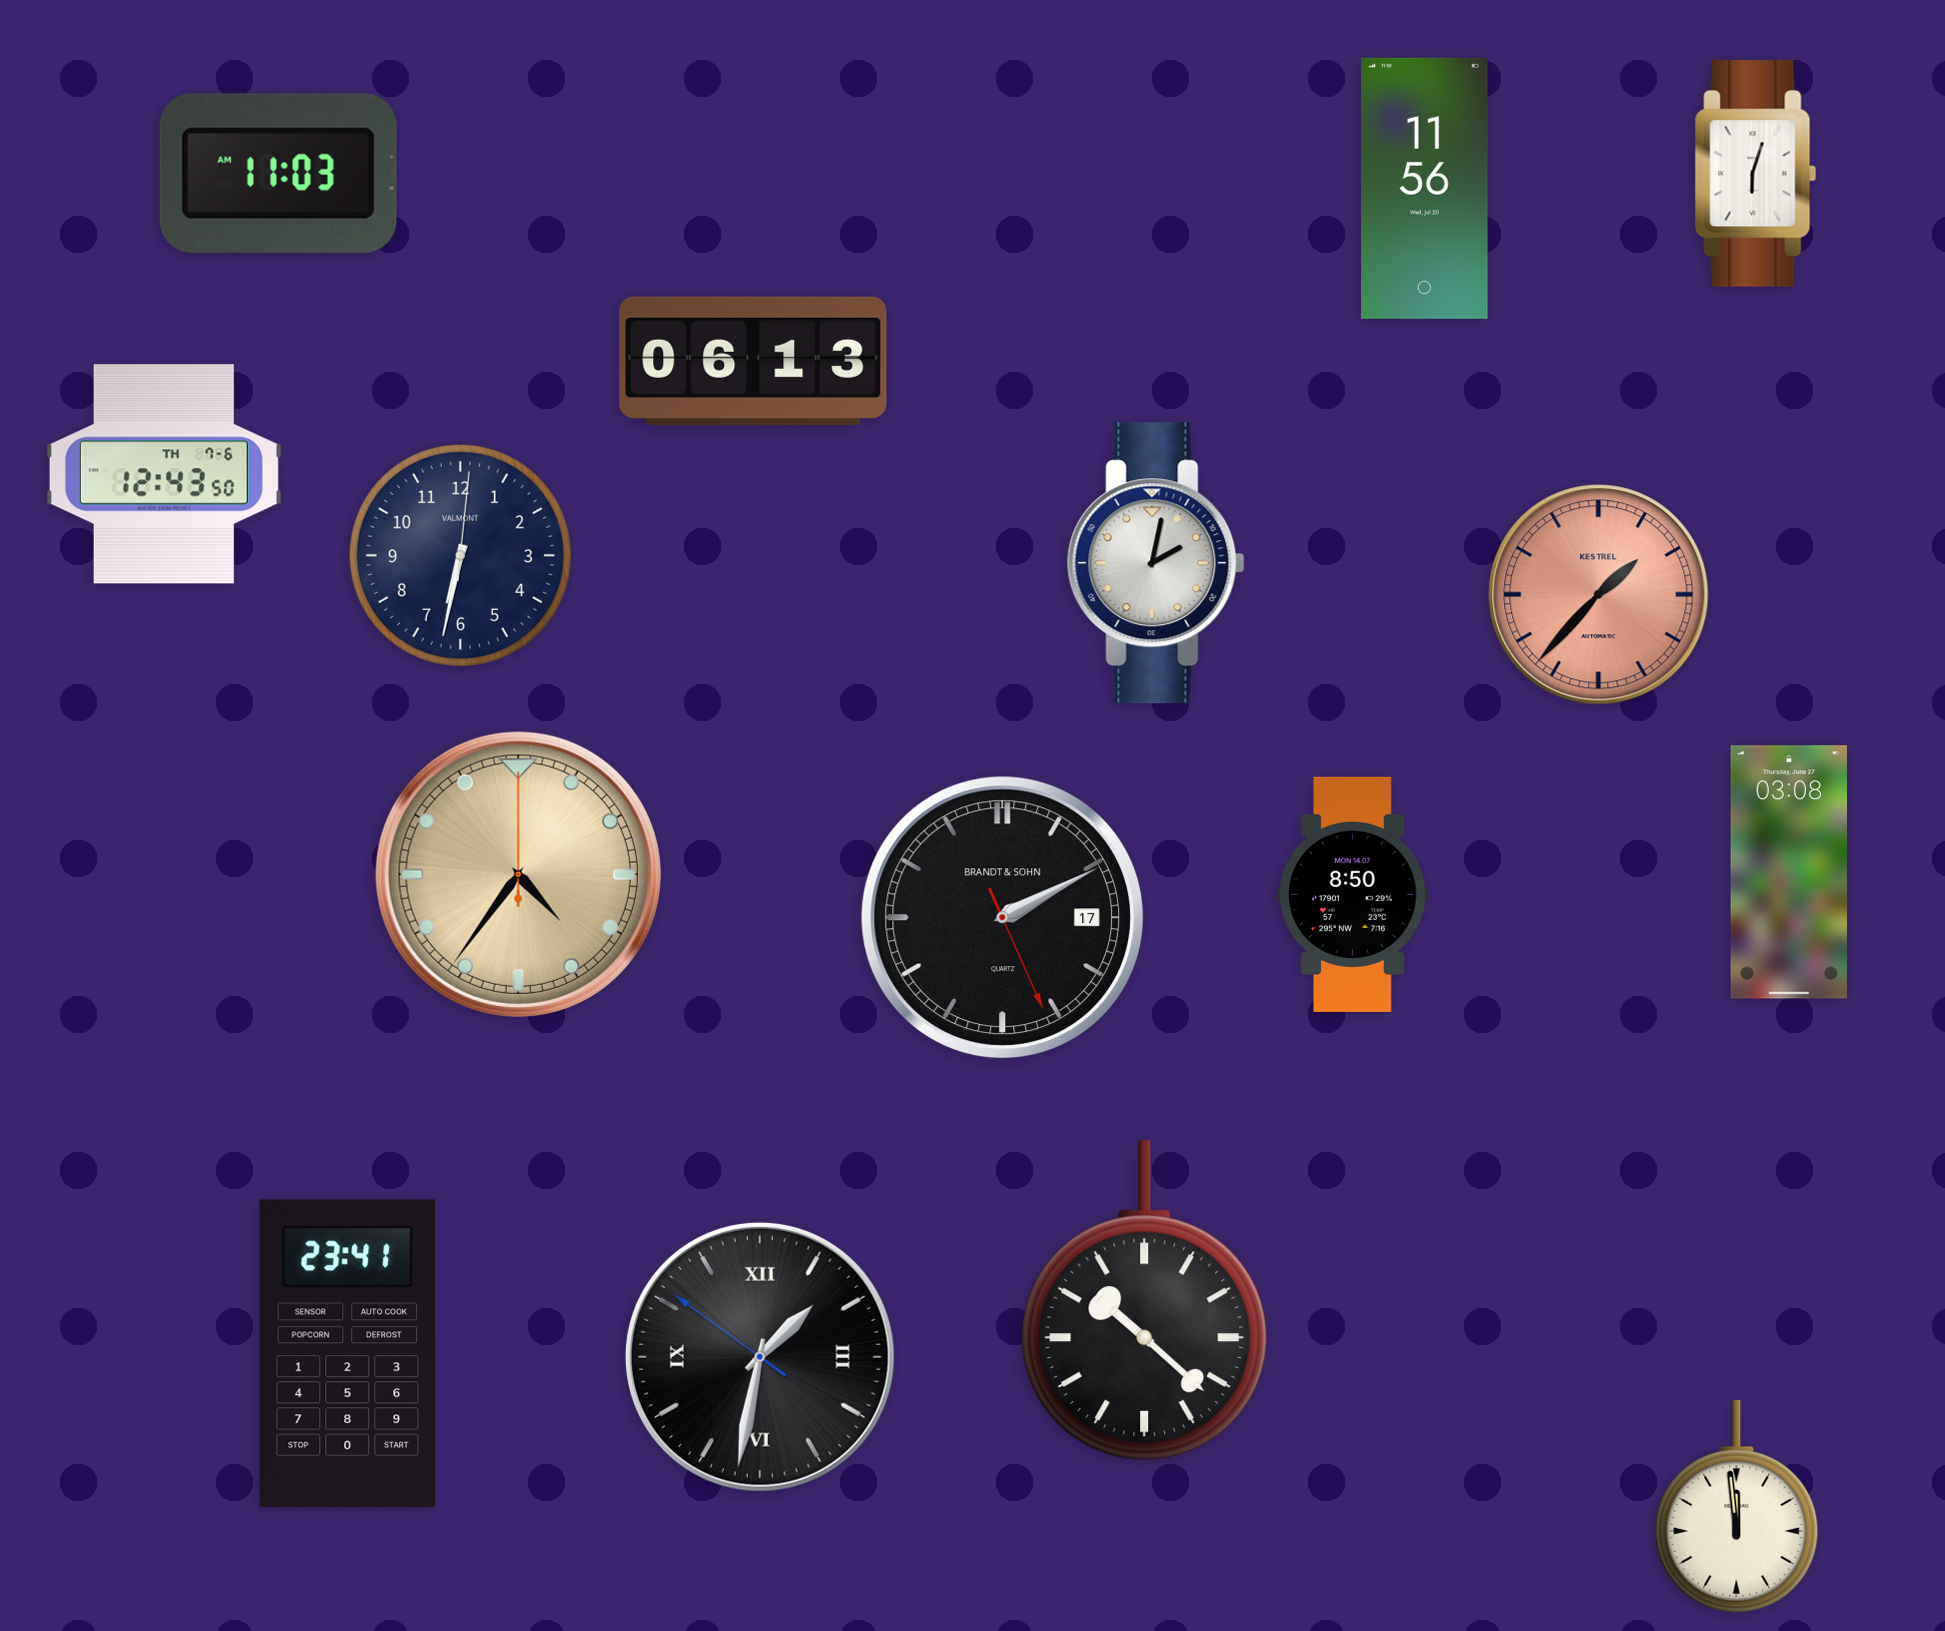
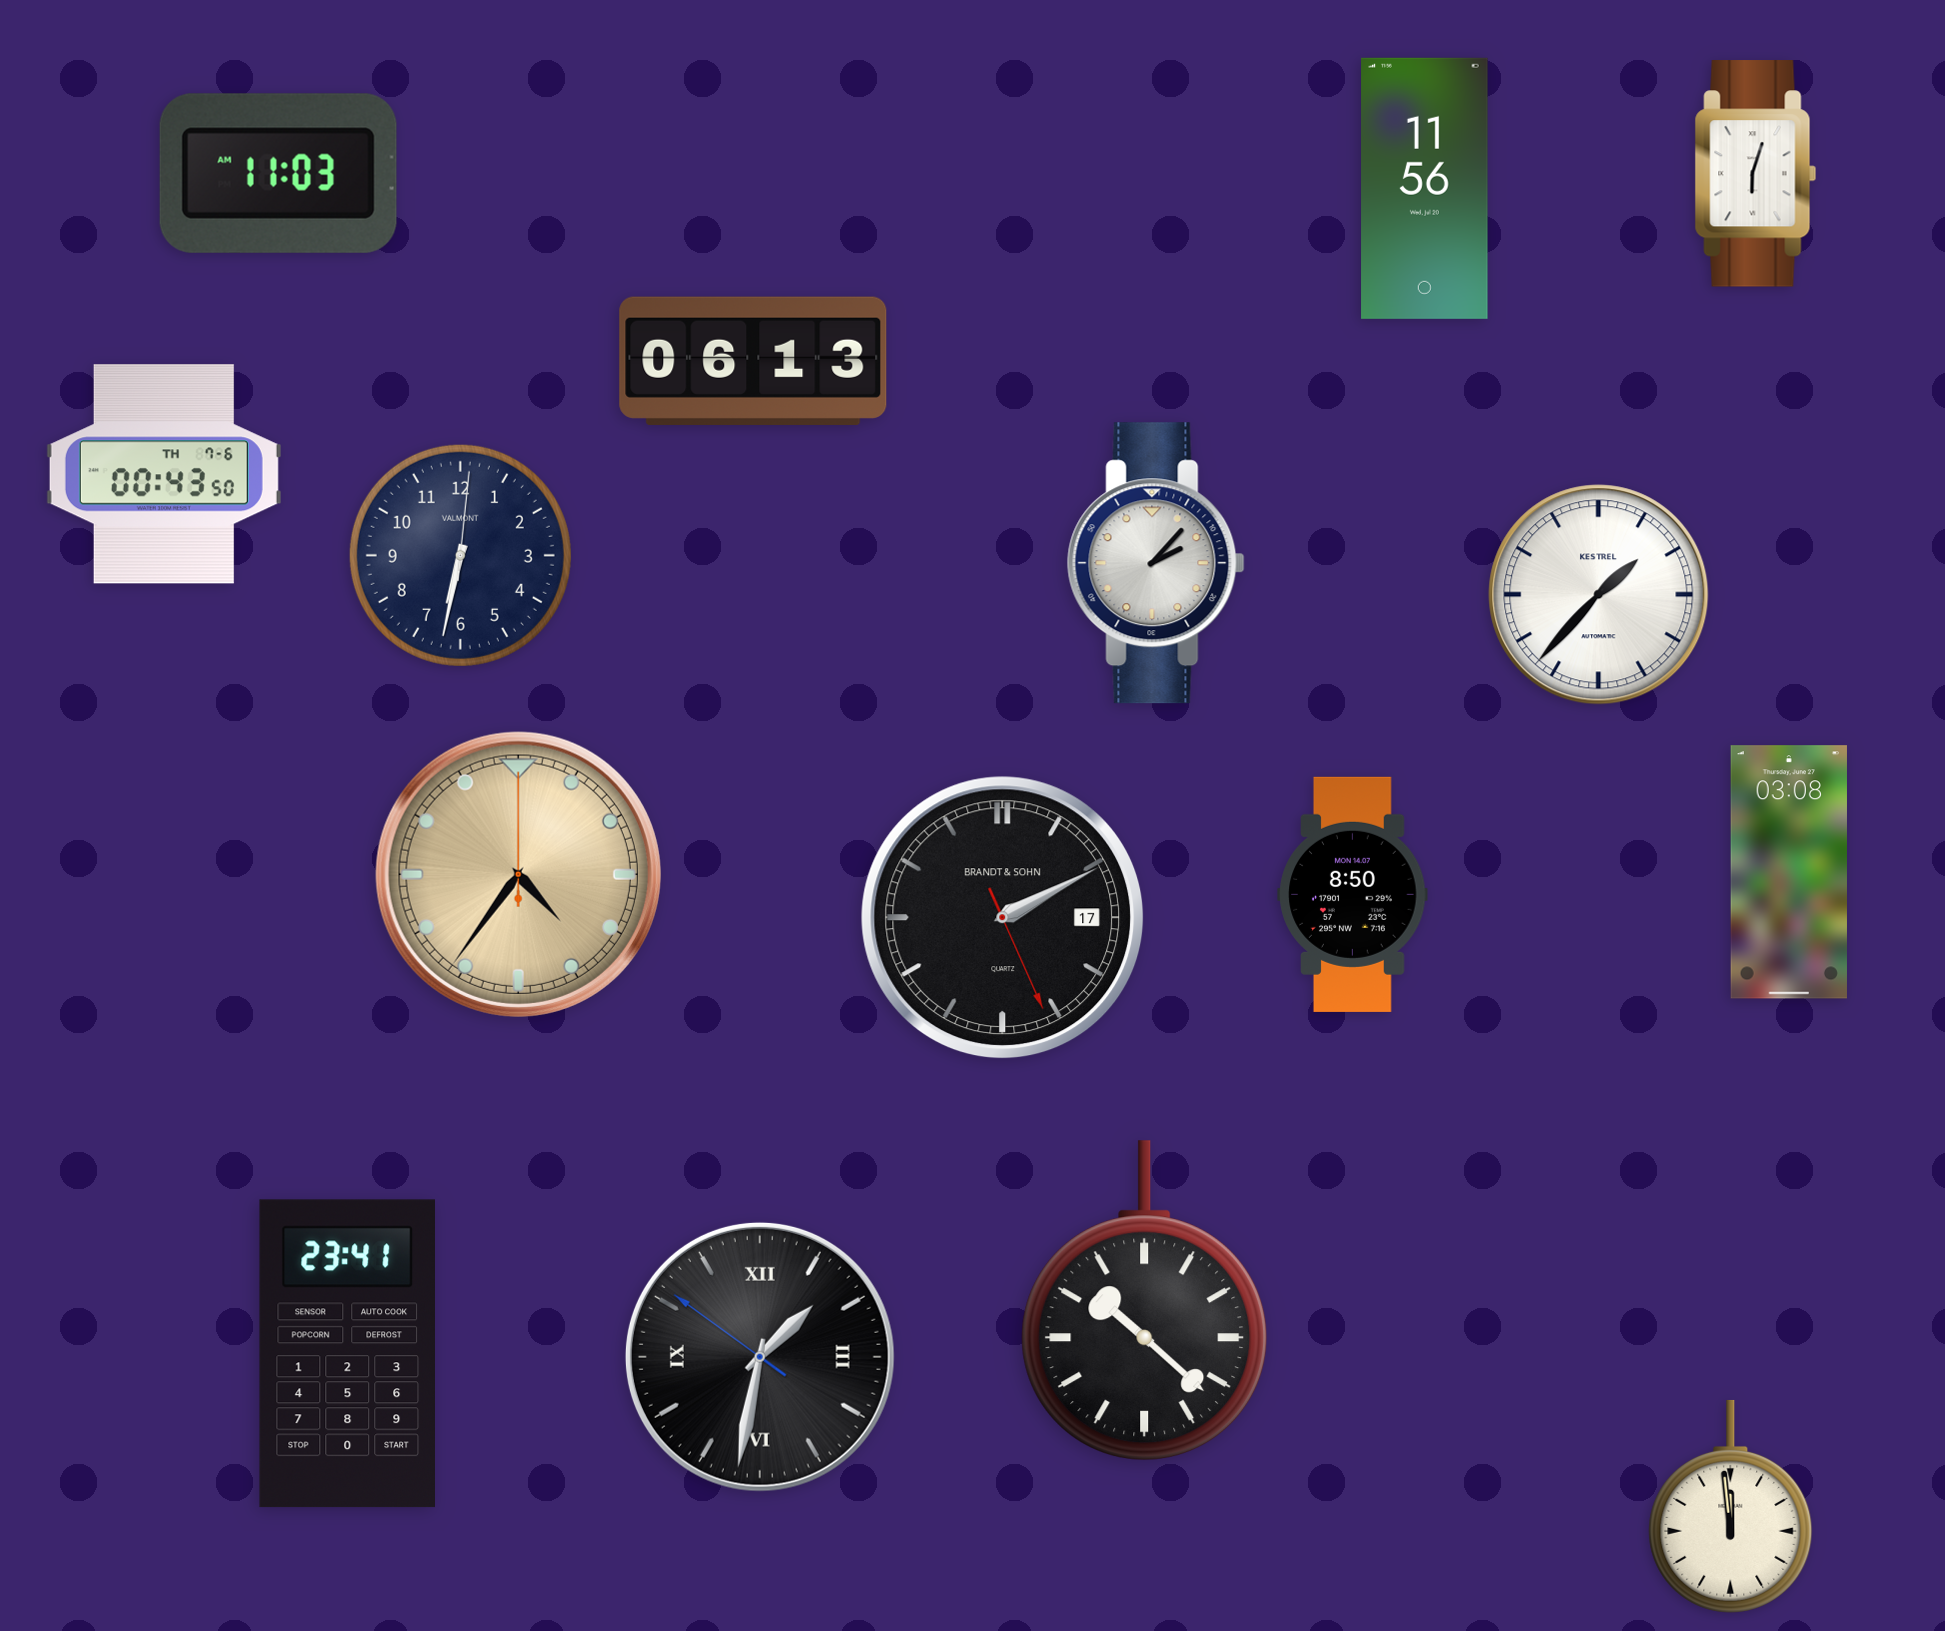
clock at (164, 474): 12:43 -> 00:43
clock at (1156, 563): 2:02 -> 2:07
clock at (1599, 595) dial: salmon -> white
clock at (1737, 1506) position: (1737, 1506) -> (1731, 1506)
